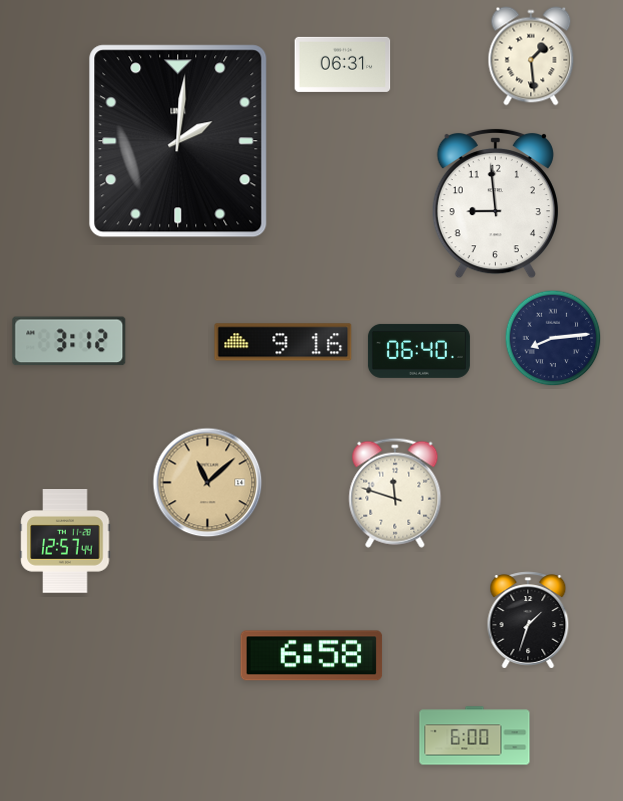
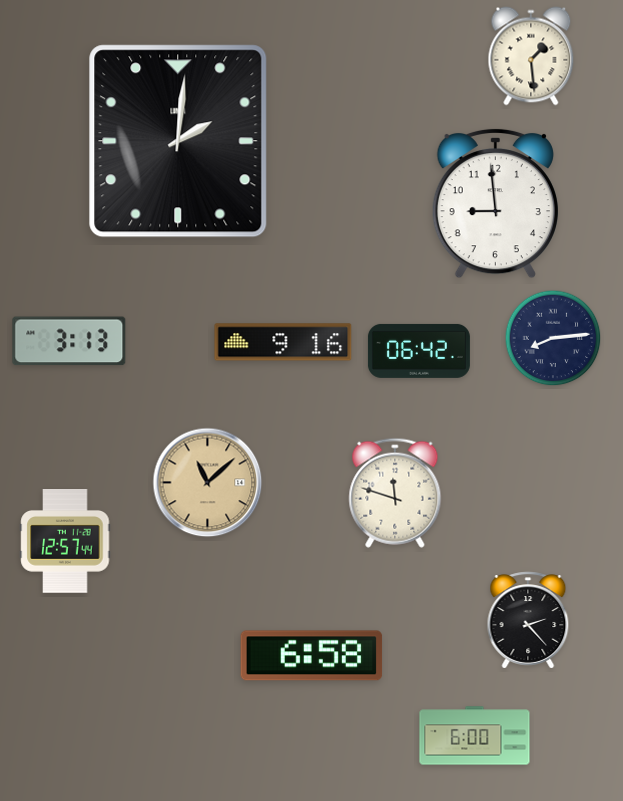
clock at (343, 64): 06:31 -> none
clock at (69, 341): 3:12 -> 3:13
clock at (419, 351): 06:40 -> 06:42
clock at (528, 620): 1:33 -> 2:23
